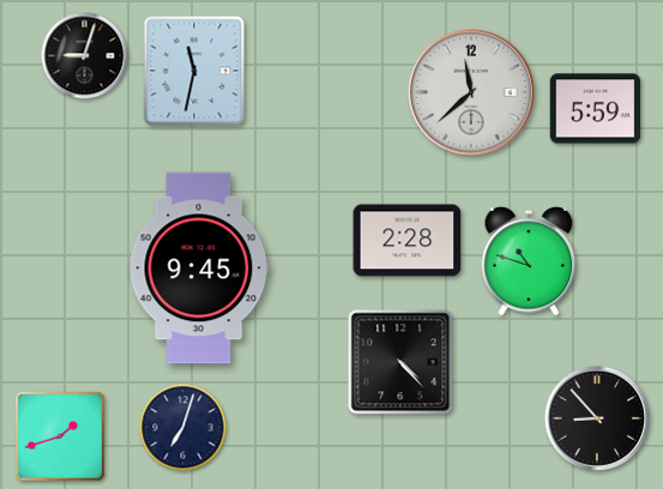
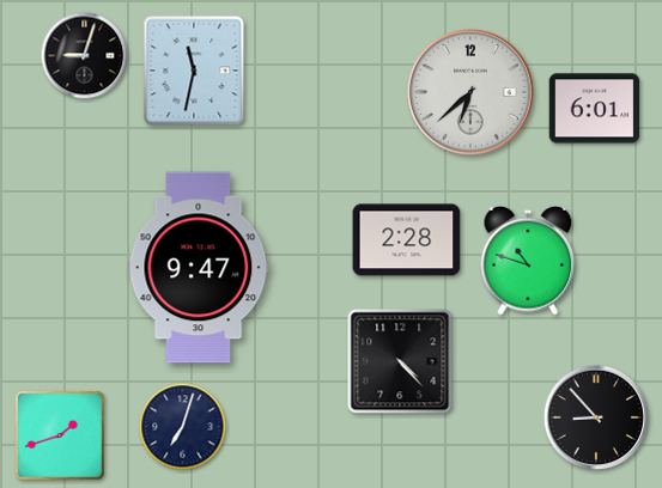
clock at (472, 93): 11:38 -> 6:38
clock at (596, 109): 5:59 -> 6:01
clock at (199, 268): 9:45 -> 9:47
